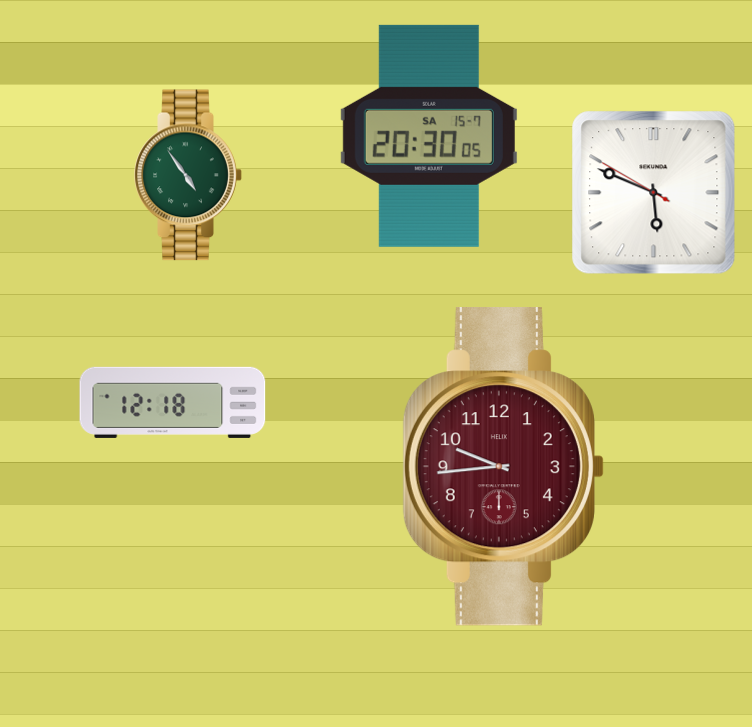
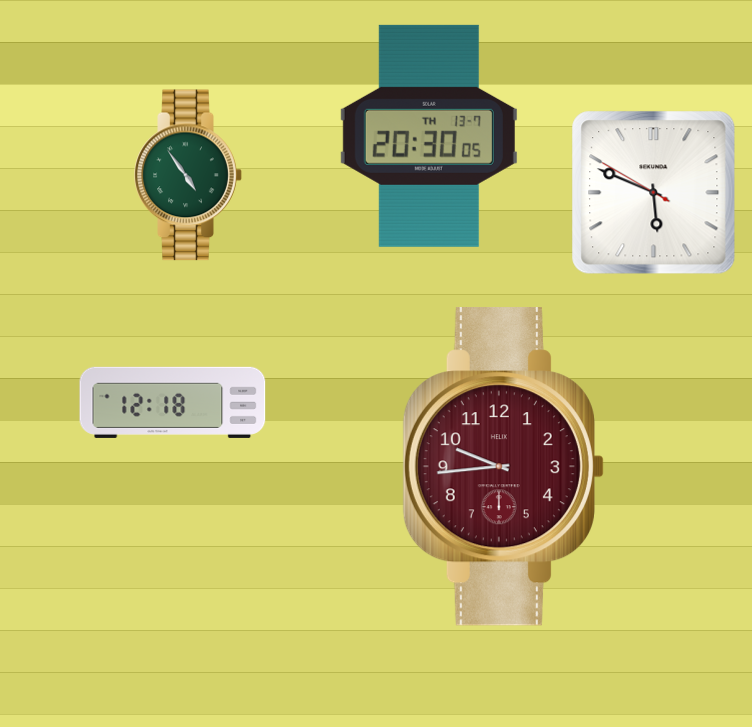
clock at (429, 136) date: SA 15-7 -> TH 13-7
